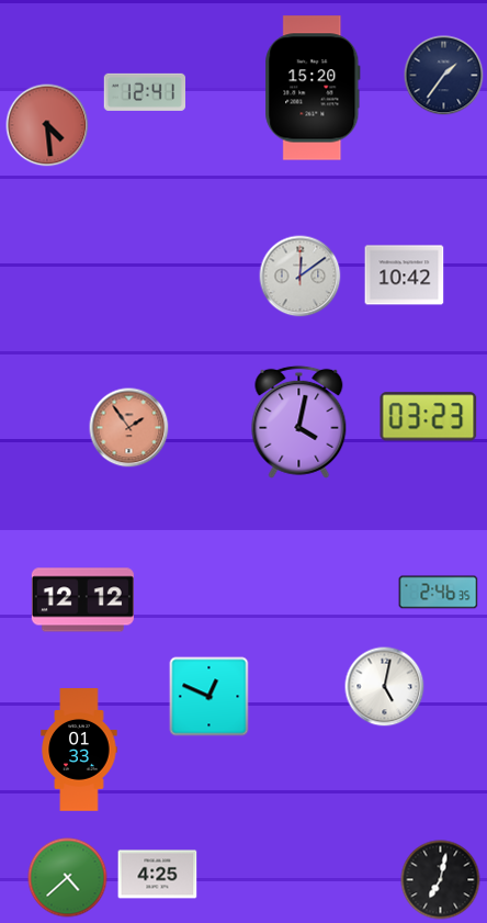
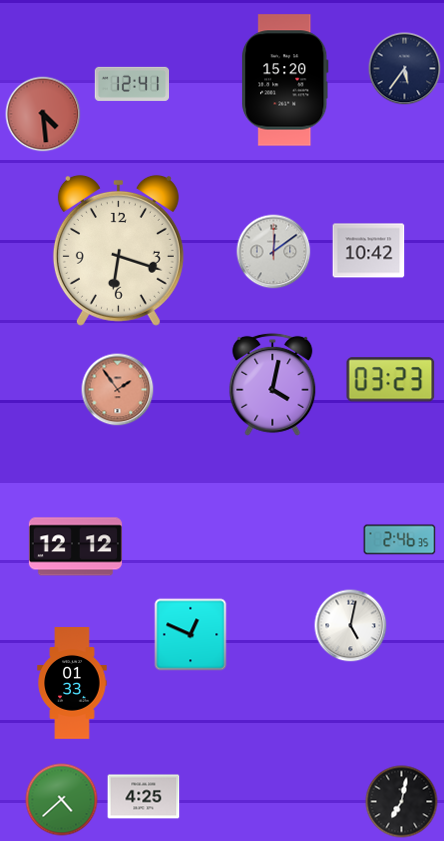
clock at (444, 76): 1:36 -> 5:36
clock at (118, 250): none -> 6:18
